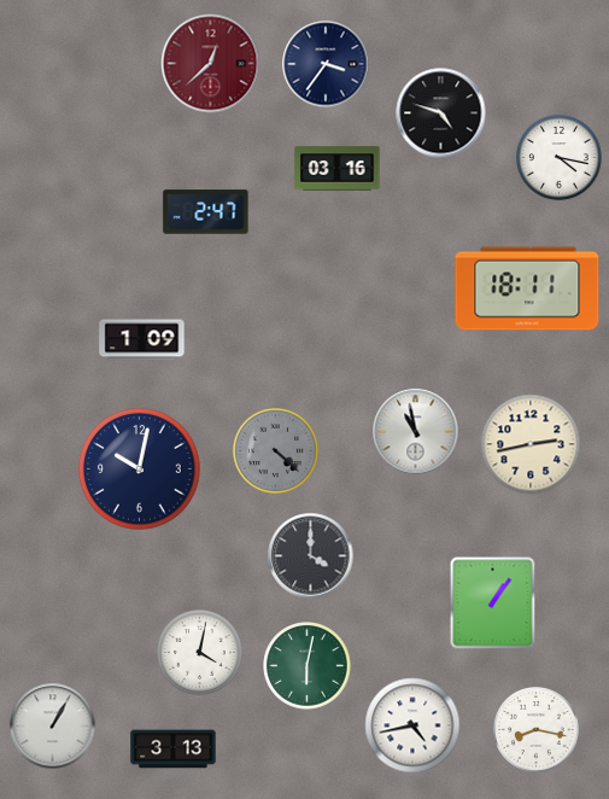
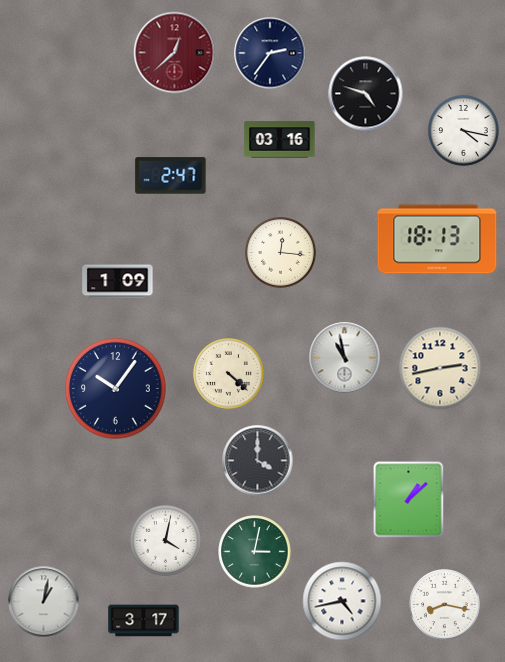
clock at (326, 64): 3:36 -> 2:36
clock at (527, 288): 18:11 -> 18:13
clock at (281, 253): none -> 12:16
clock at (276, 451) dial: grey -> cream
clock at (140, 470): 10:02 -> 10:06
clock at (493, 603): 1:06 -> 1:08
clock at (308, 666): 6:02 -> 3:02
clock at (53, 727): 1:05 -> 1:02
clock at (174, 750): 3:13 -> 3:17
